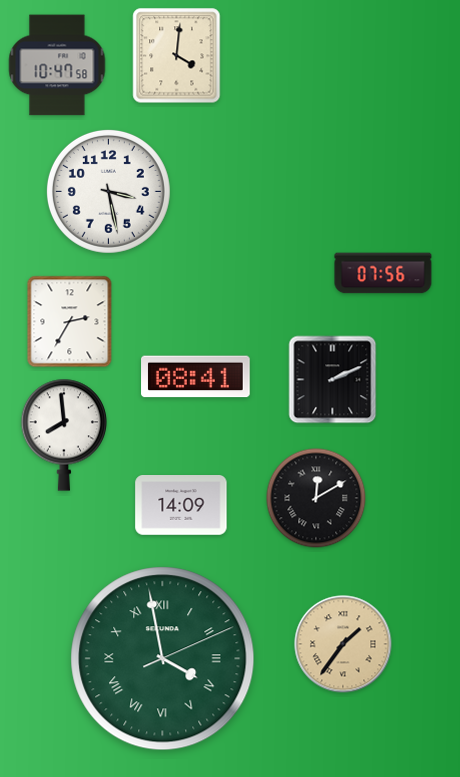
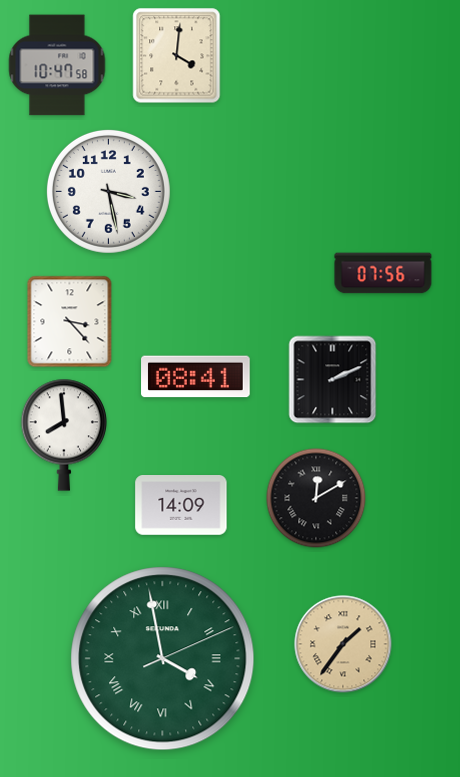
clock at (70, 322): 2:35 -> 3:23
